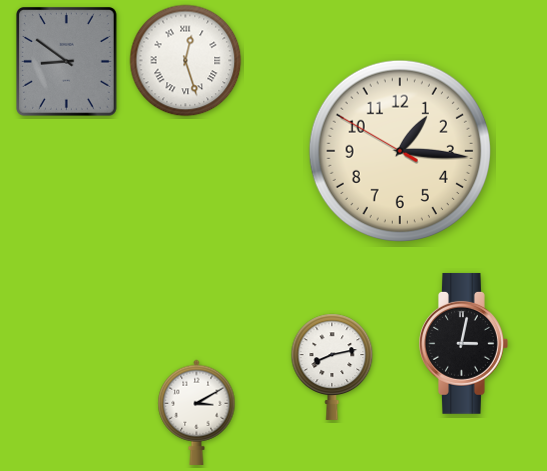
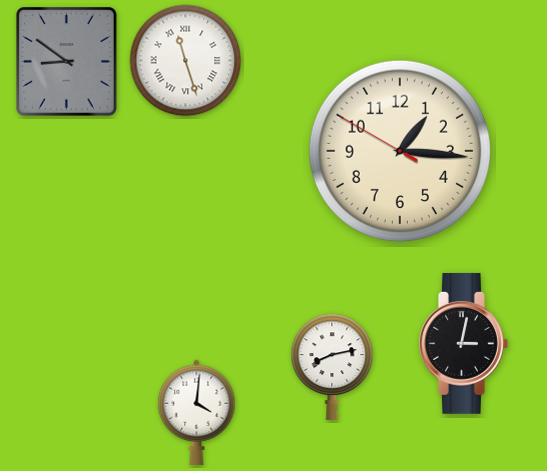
clock at (186, 61): 12:27 -> 11:27
clock at (197, 412): 3:10 -> 4:01
